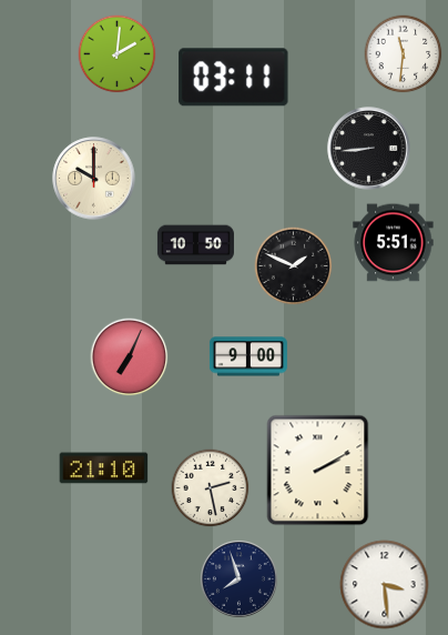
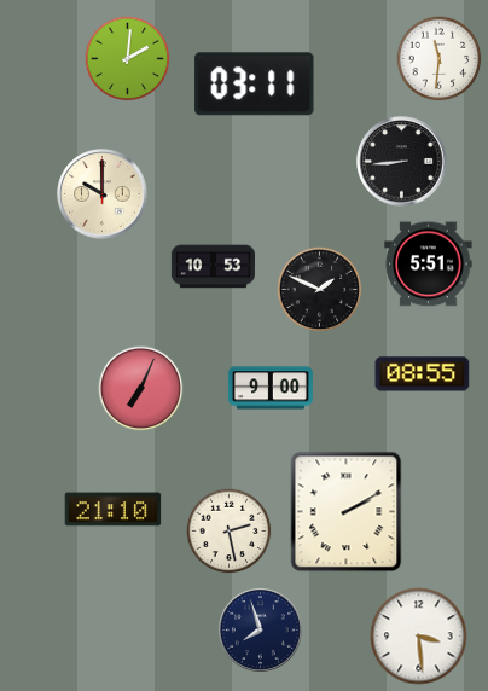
clock at (195, 245): 10:50 -> 10:53
clock at (423, 374): none -> 08:55
